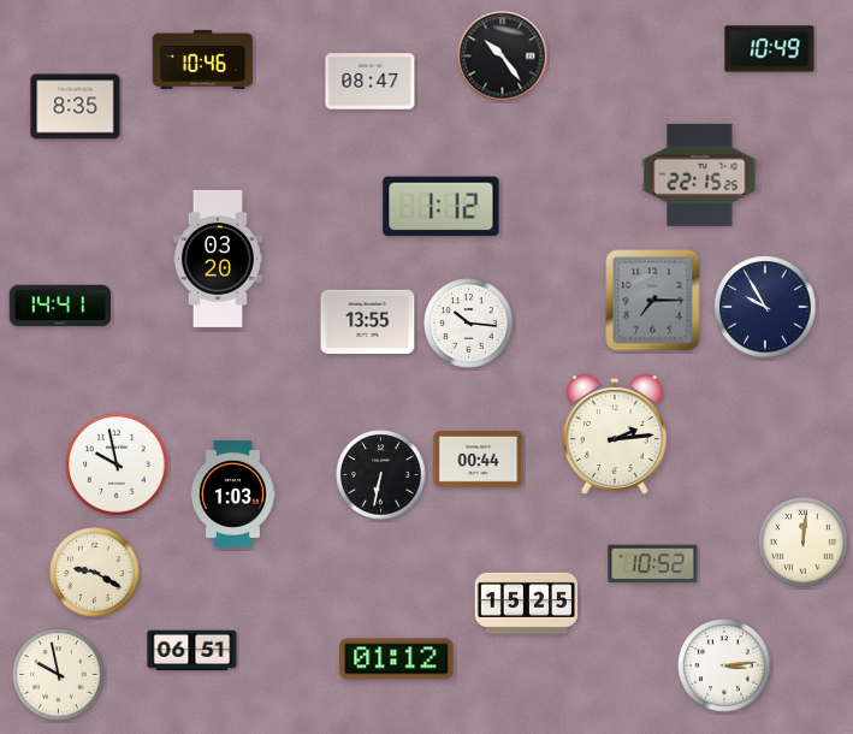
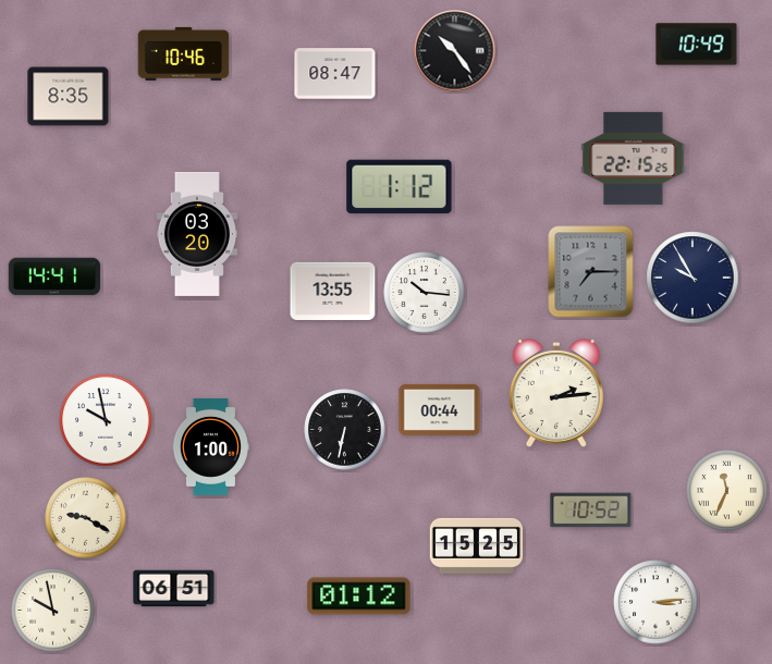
clock at (479, 458) position: (479, 458) -> (440, 409)
clock at (232, 493): 1:03 -> 1:00
clock at (804, 543): 12:01 -> 11:34
